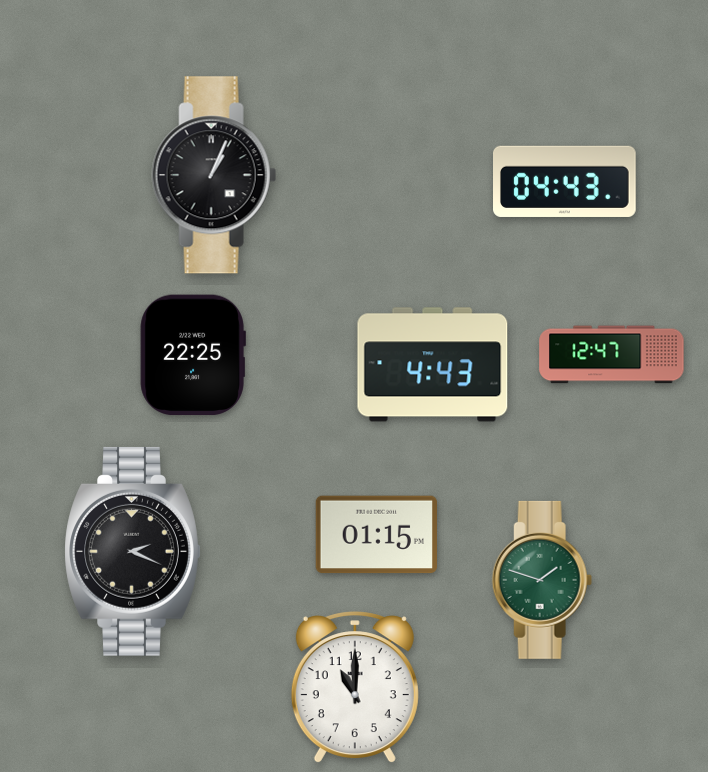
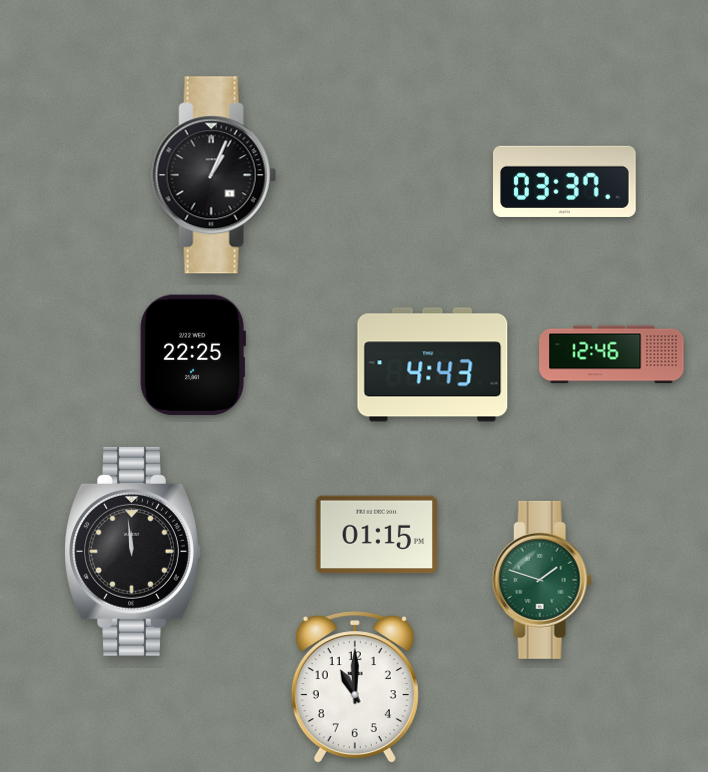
clock at (565, 181): 04:43 -> 03:37
clock at (612, 355): 12:47 -> 12:46
clock at (133, 551): 2:19 -> 11:59
